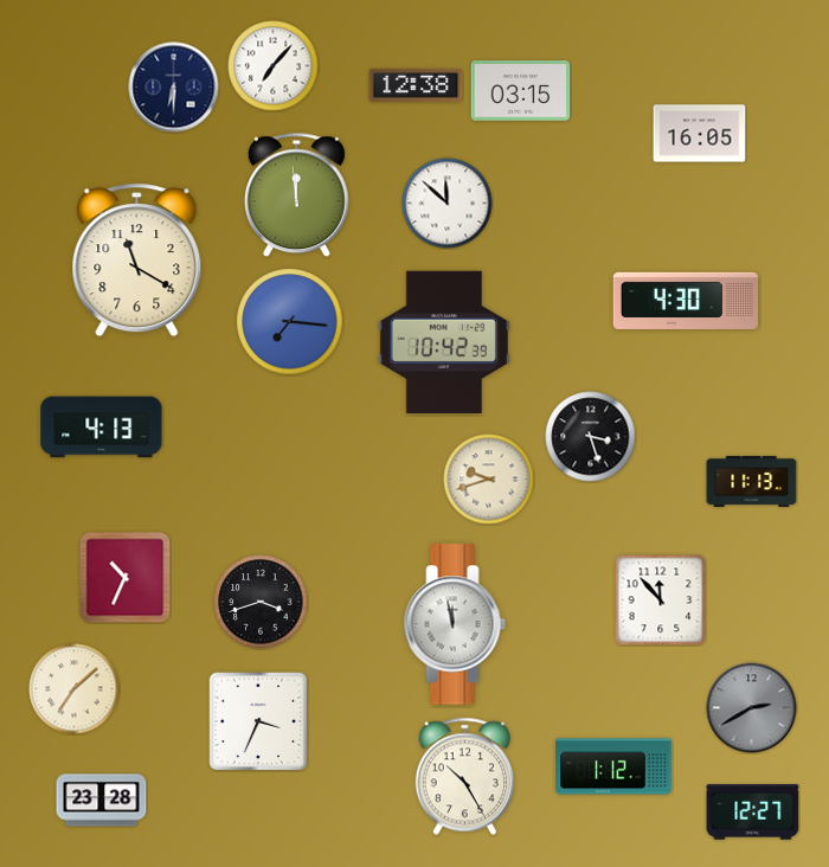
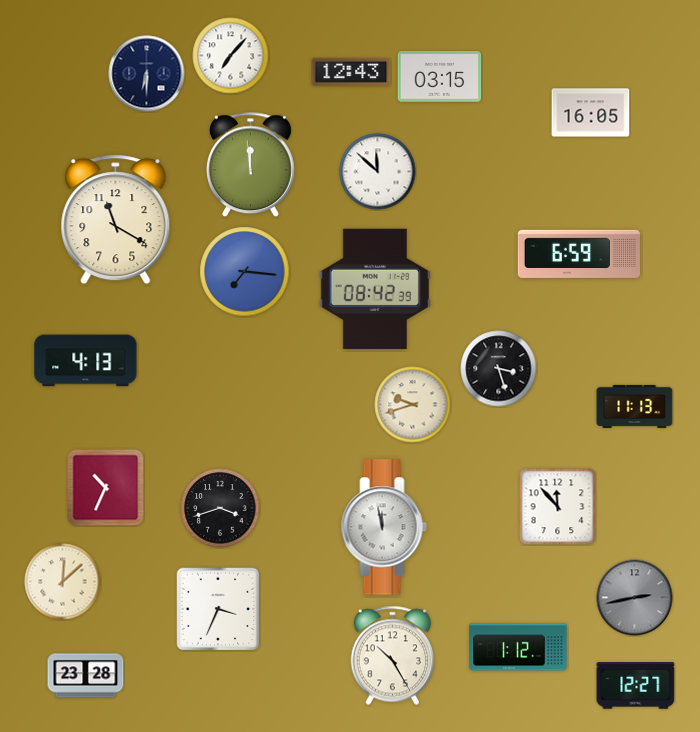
clock at (416, 85): 12:38 -> 12:43
clock at (686, 301): 4:30 -> 6:59
clock at (444, 341): 10:42 -> 08:42
clock at (75, 689): 7:08 -> 12:08
clock at (752, 708): 2:40 -> 2:43
